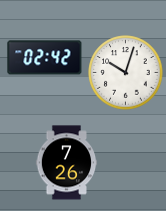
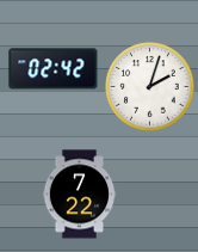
clock at (126, 73): 10:03 -> 2:03
clock at (67, 163): 7:26 -> 7:22
